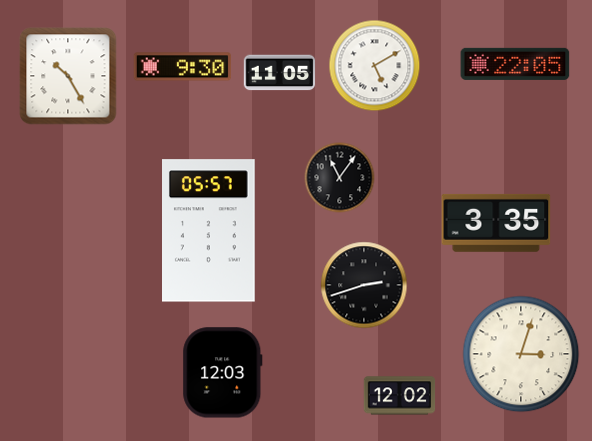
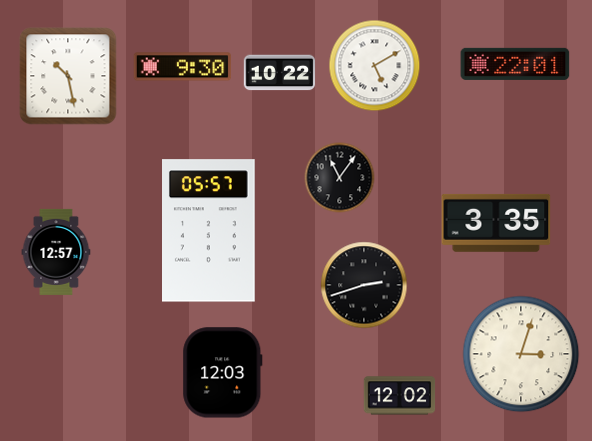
clock at (515, 64): 22:05 -> 22:01
clock at (280, 73): 11:05 -> 10:22
clock at (68, 76): 10:25 -> 10:28
clock at (56, 252): none -> 12:57
